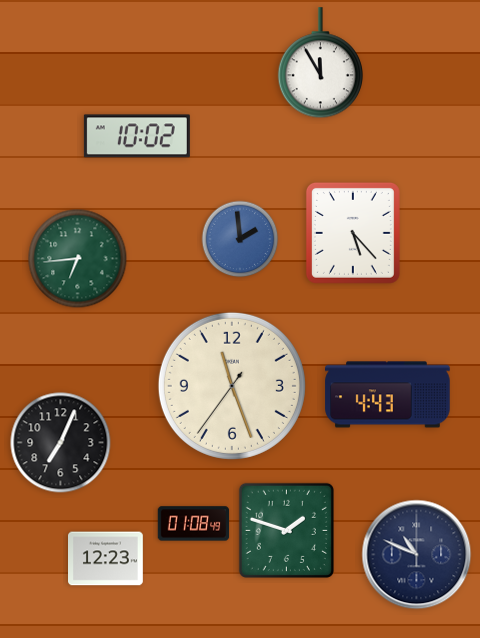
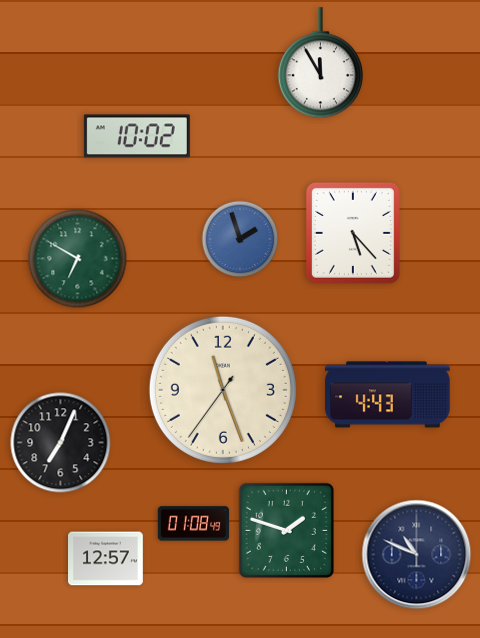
clock at (240, 239): 1:59 -> 1:57
clock at (78, 259): 6:44 -> 6:50
clock at (232, 386) position: (232, 386) -> (223, 390)
clock at (106, 559): 12:23 -> 12:57
